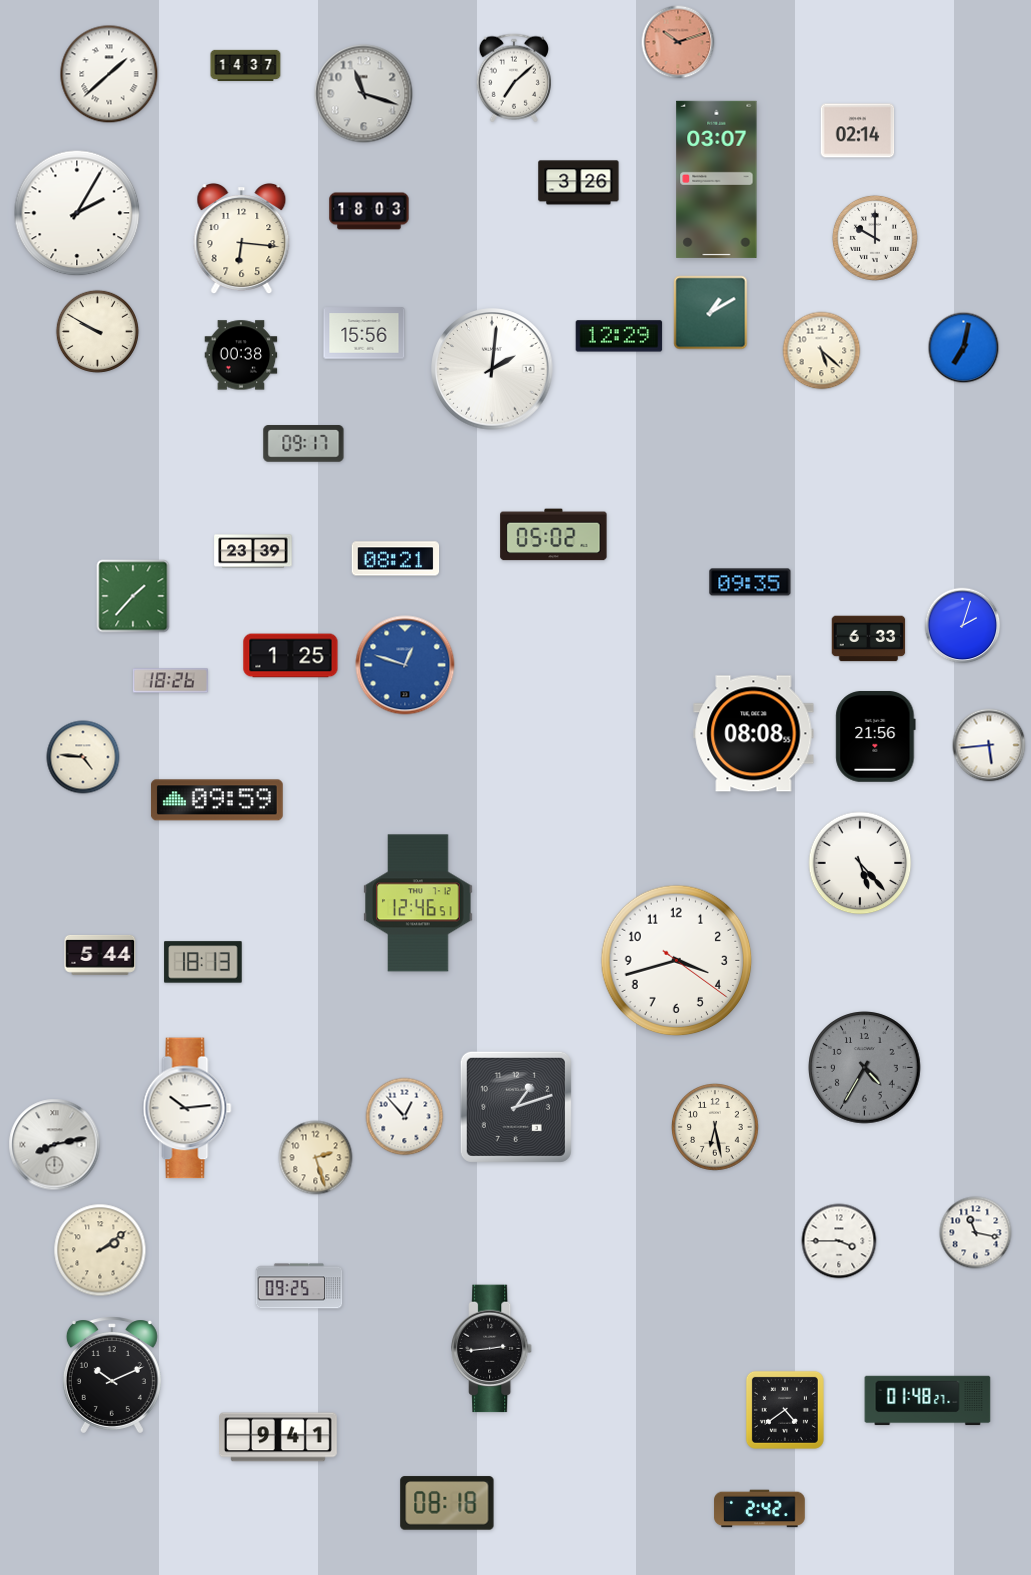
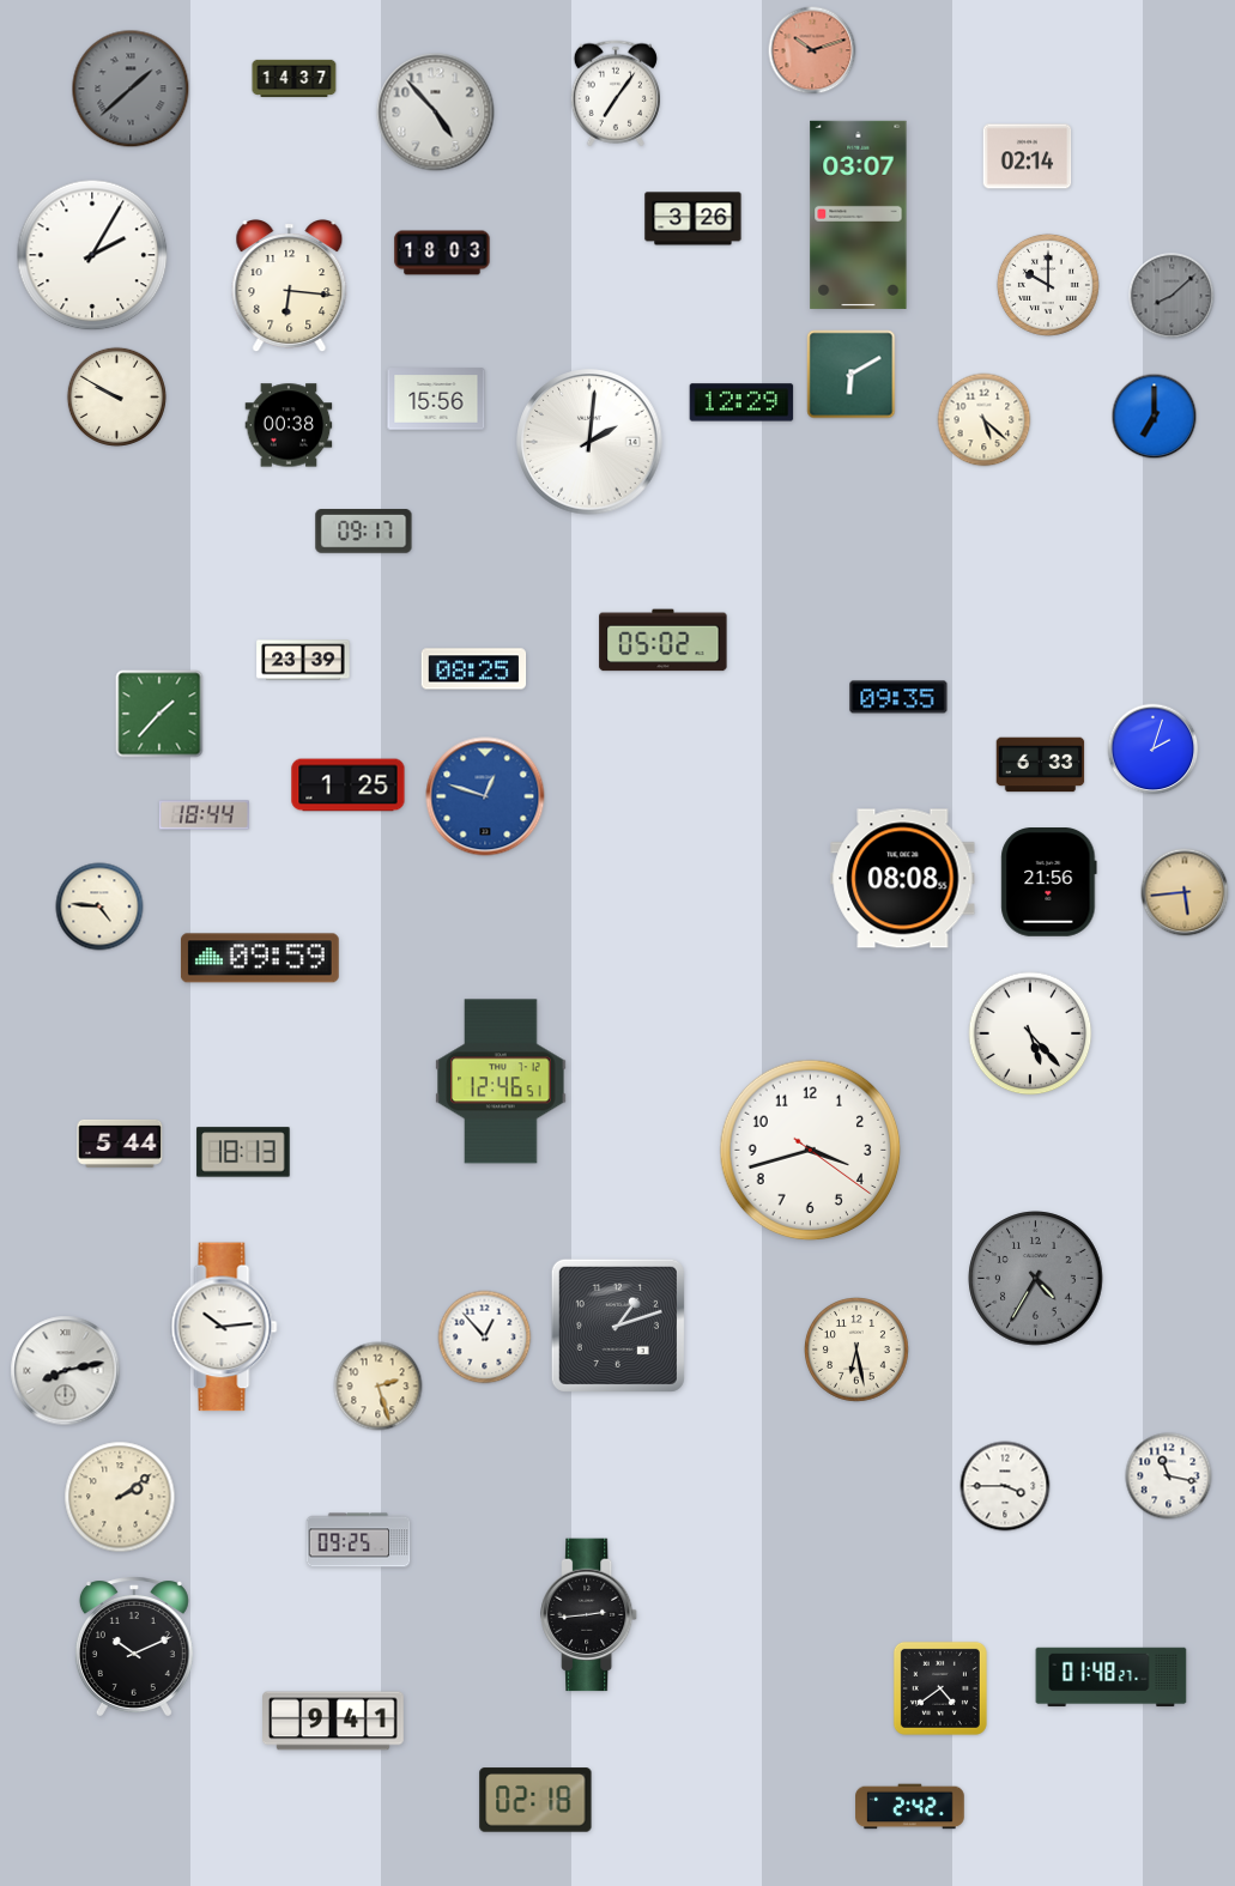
clock at (109, 74) dial: white -> grey
clock at (514, 78): 7:08 -> 7:06
clock at (364, 94): 11:18 -> 4:53
clock at (1172, 296): none -> 8:08
clock at (711, 313): 1:10 -> 6:10
clock at (964, 348): 7:02 -> 7:00
clock at (396, 559): 08:21 -> 08:25
clock at (170, 681): 18:26 -> 18:44
clock at (989, 745) dial: white -> champagne
clock at (447, 1503): 08:18 -> 02:18
